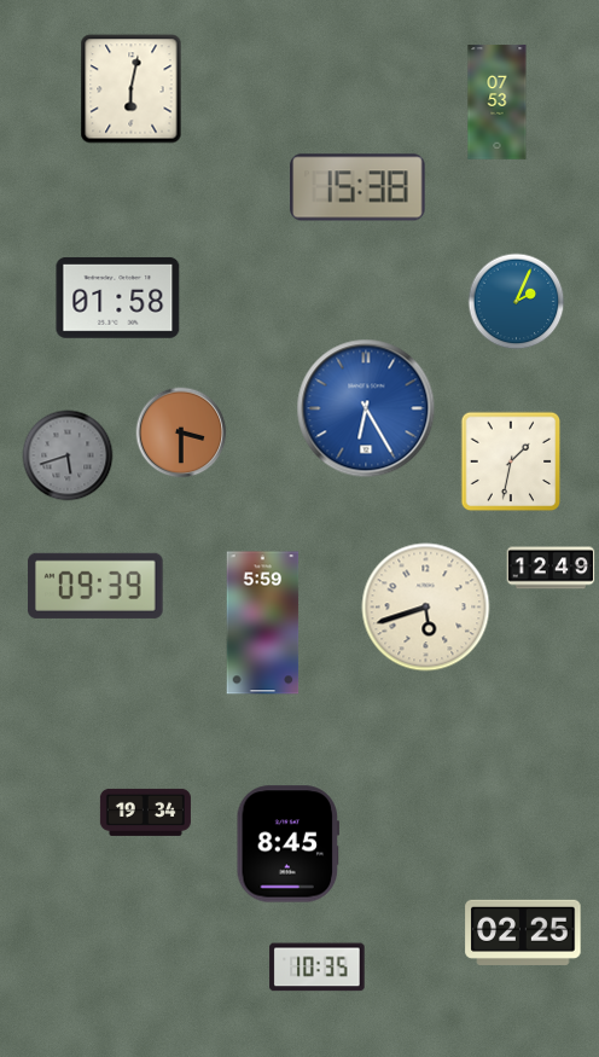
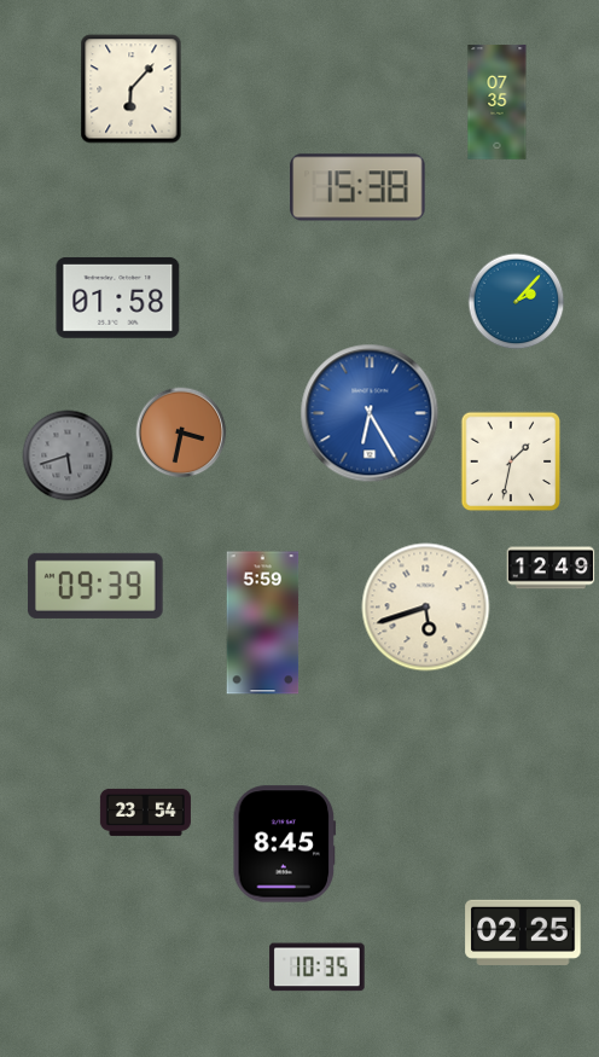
clock at (132, 89): 6:02 -> 6:07
clock at (498, 103): 07:53 -> 07:35
clock at (517, 302): 2:04 -> 2:07
clock at (366, 408) position: (366, 408) -> (370, 413)
clock at (181, 432): 3:30 -> 3:32
clock at (145, 812): 19:34 -> 23:54
clock at (289, 844) position: (289, 844) -> (285, 844)
